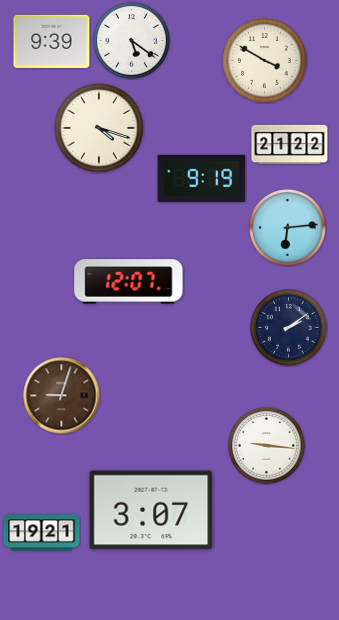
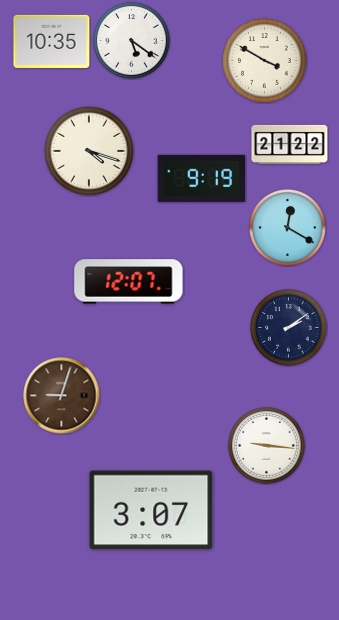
clock at (52, 41): 9:39 -> 10:35
clock at (99, 128) position: (99, 128) -> (89, 151)
clock at (288, 228): 6:14 -> 12:20
clock at (42, 533): 19:21 -> none
